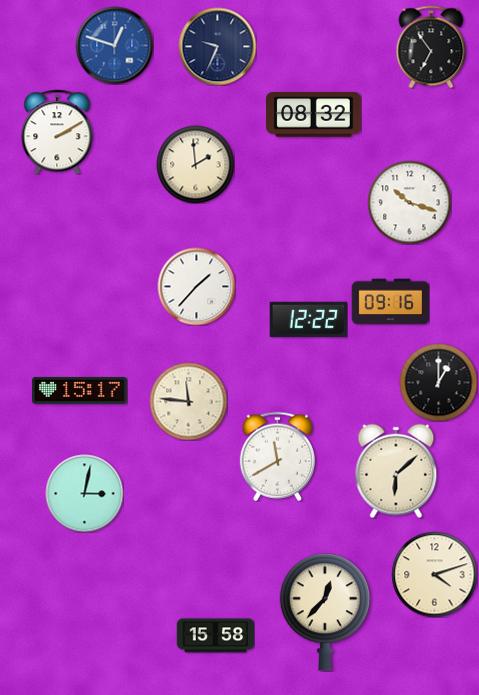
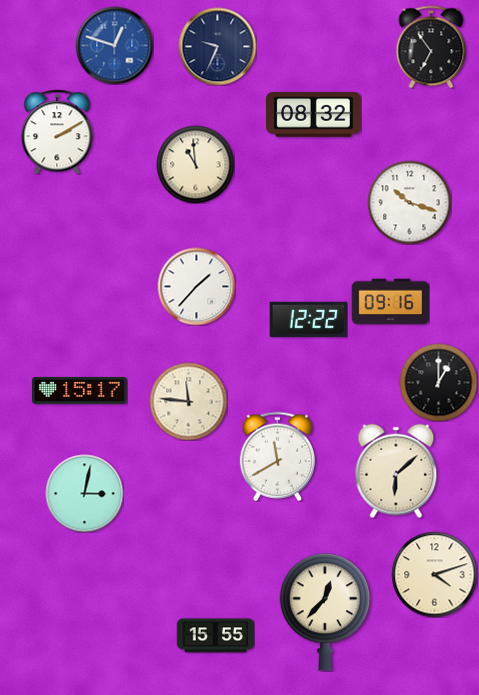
clock at (195, 164): 1:59 -> 10:59
clock at (215, 636): 15:58 -> 15:55
